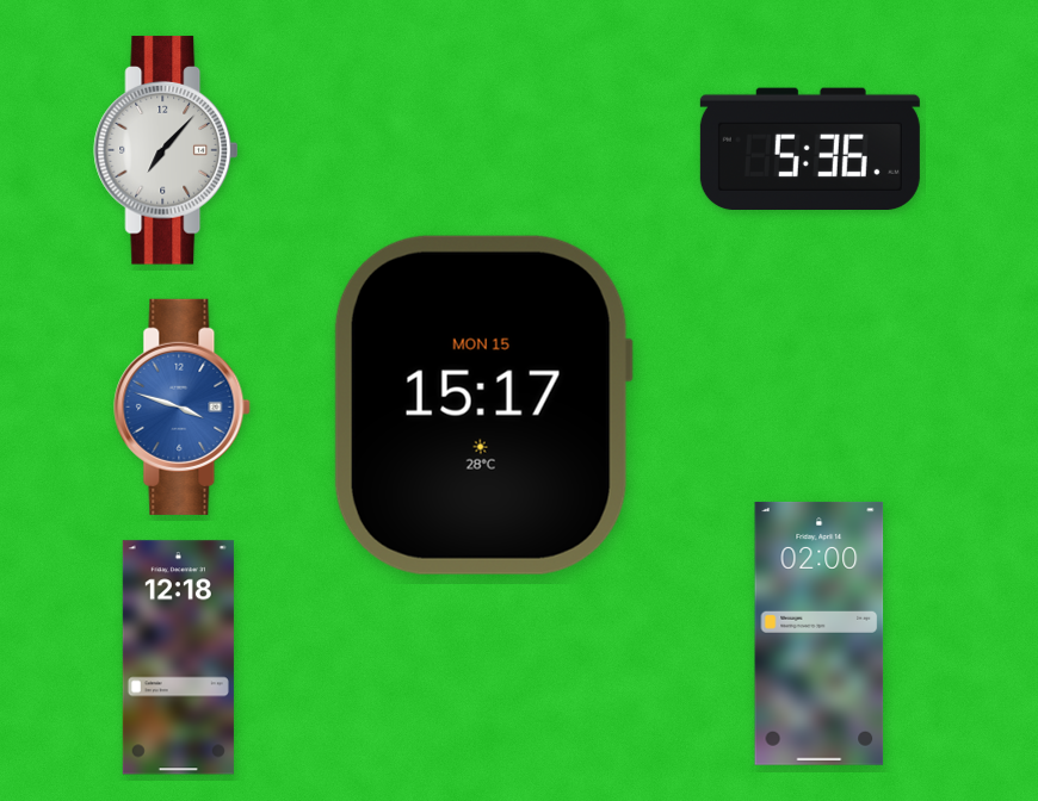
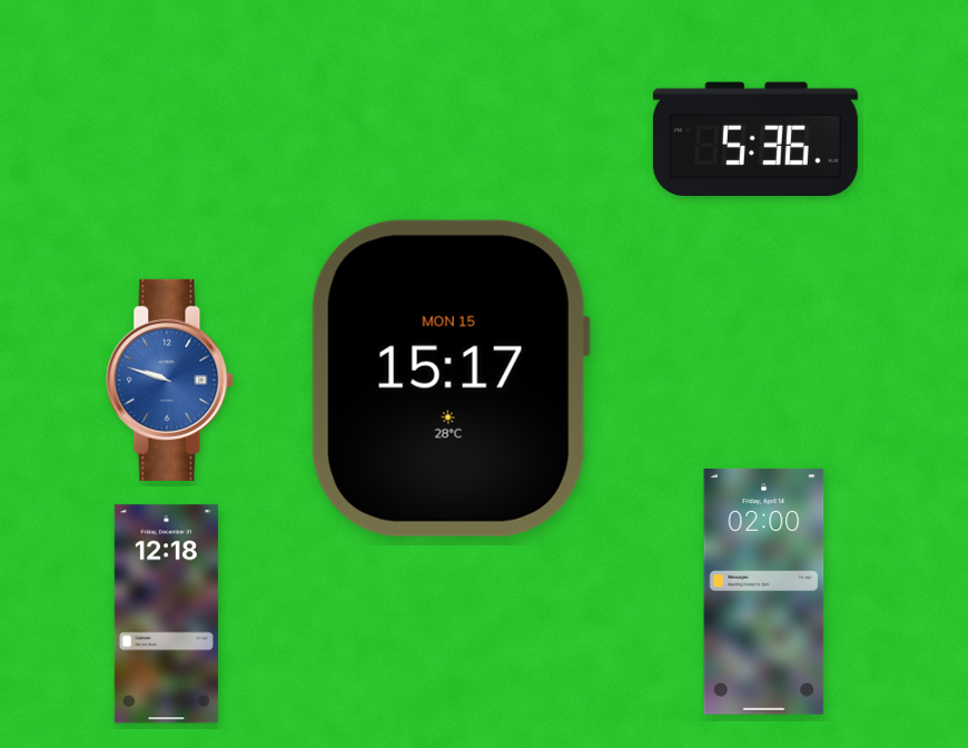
clock at (166, 150): 7:07 -> none
clock at (183, 406): 3:48 -> 9:48
